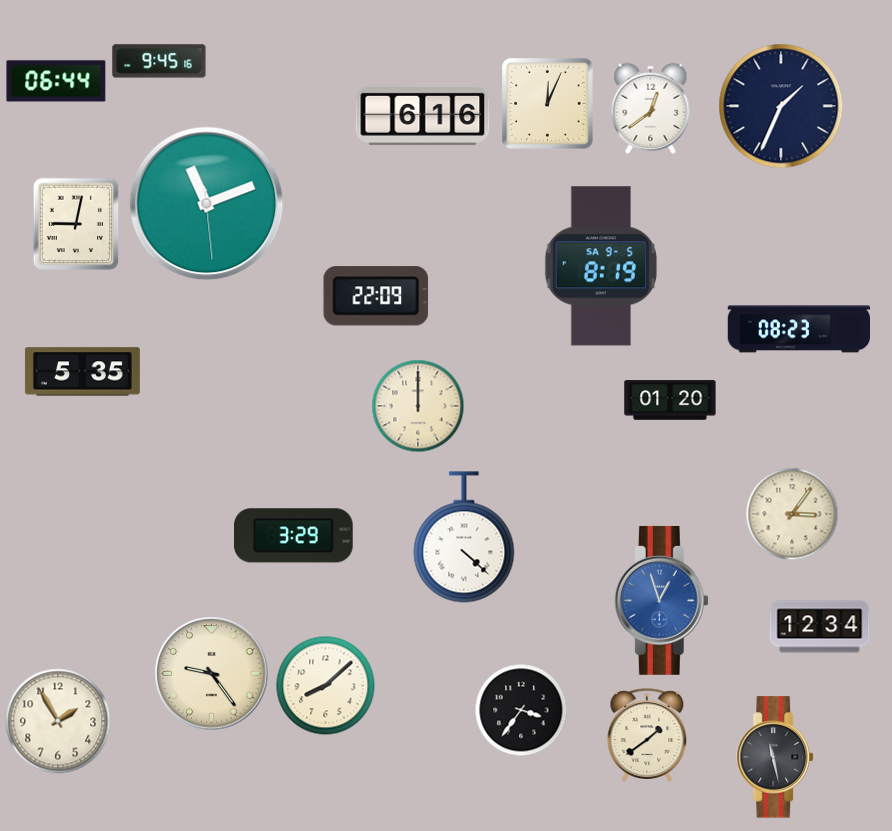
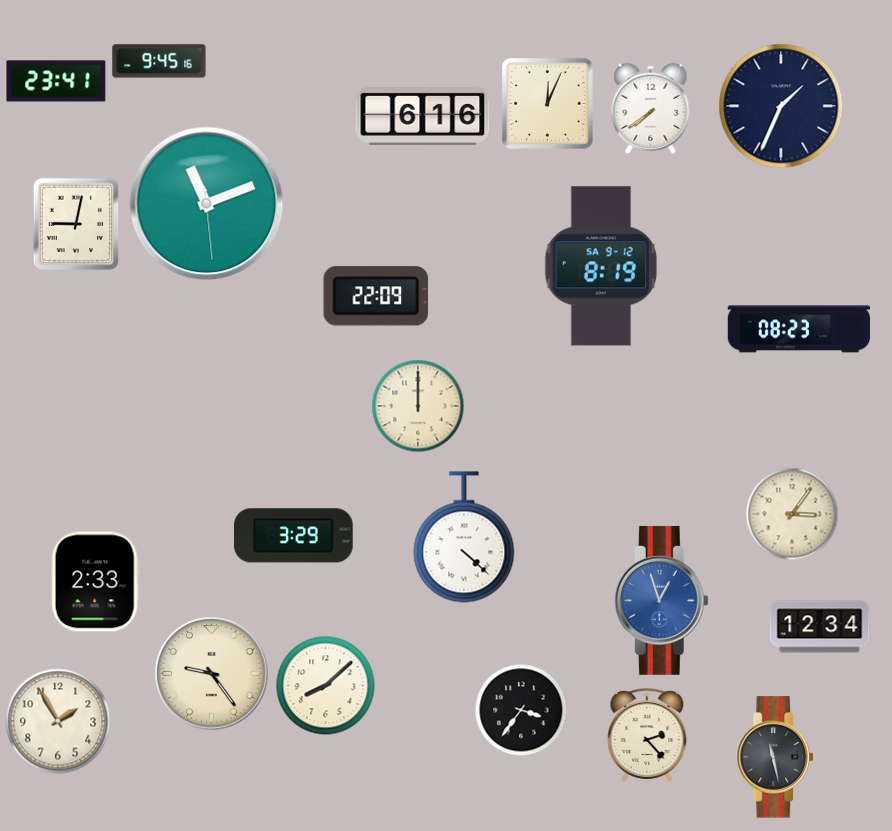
clock at (56, 81): 06:44 -> 23:41
clock at (651, 108): 12:39 -> 7:39
clock at (600, 266) date: SA 9-5 -> SA 9-12
clock at (82, 372): 5:35 -> none
clock at (670, 400): 01:20 -> none
clock at (95, 582): none -> 2:33
clock at (647, 735): 1:39 -> 2:23
